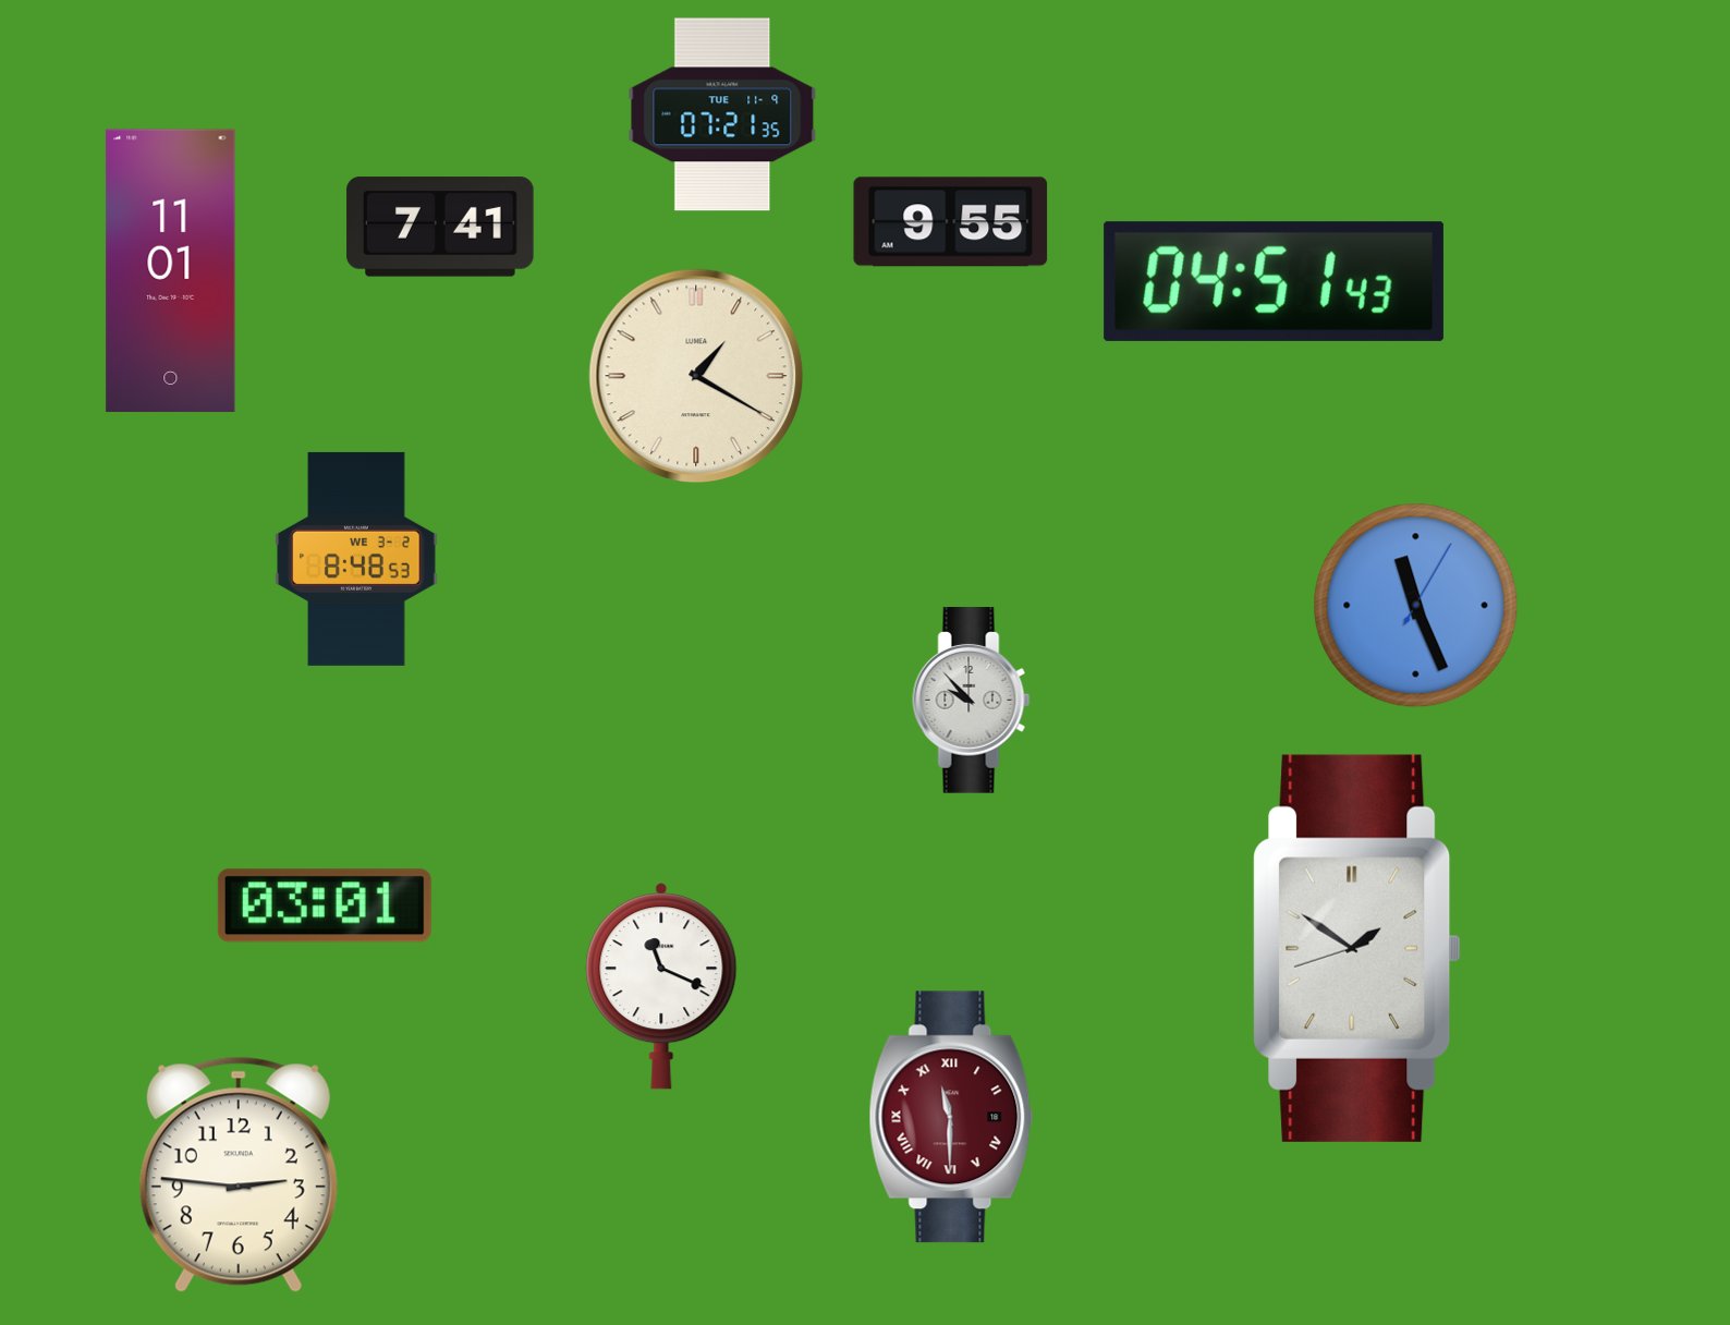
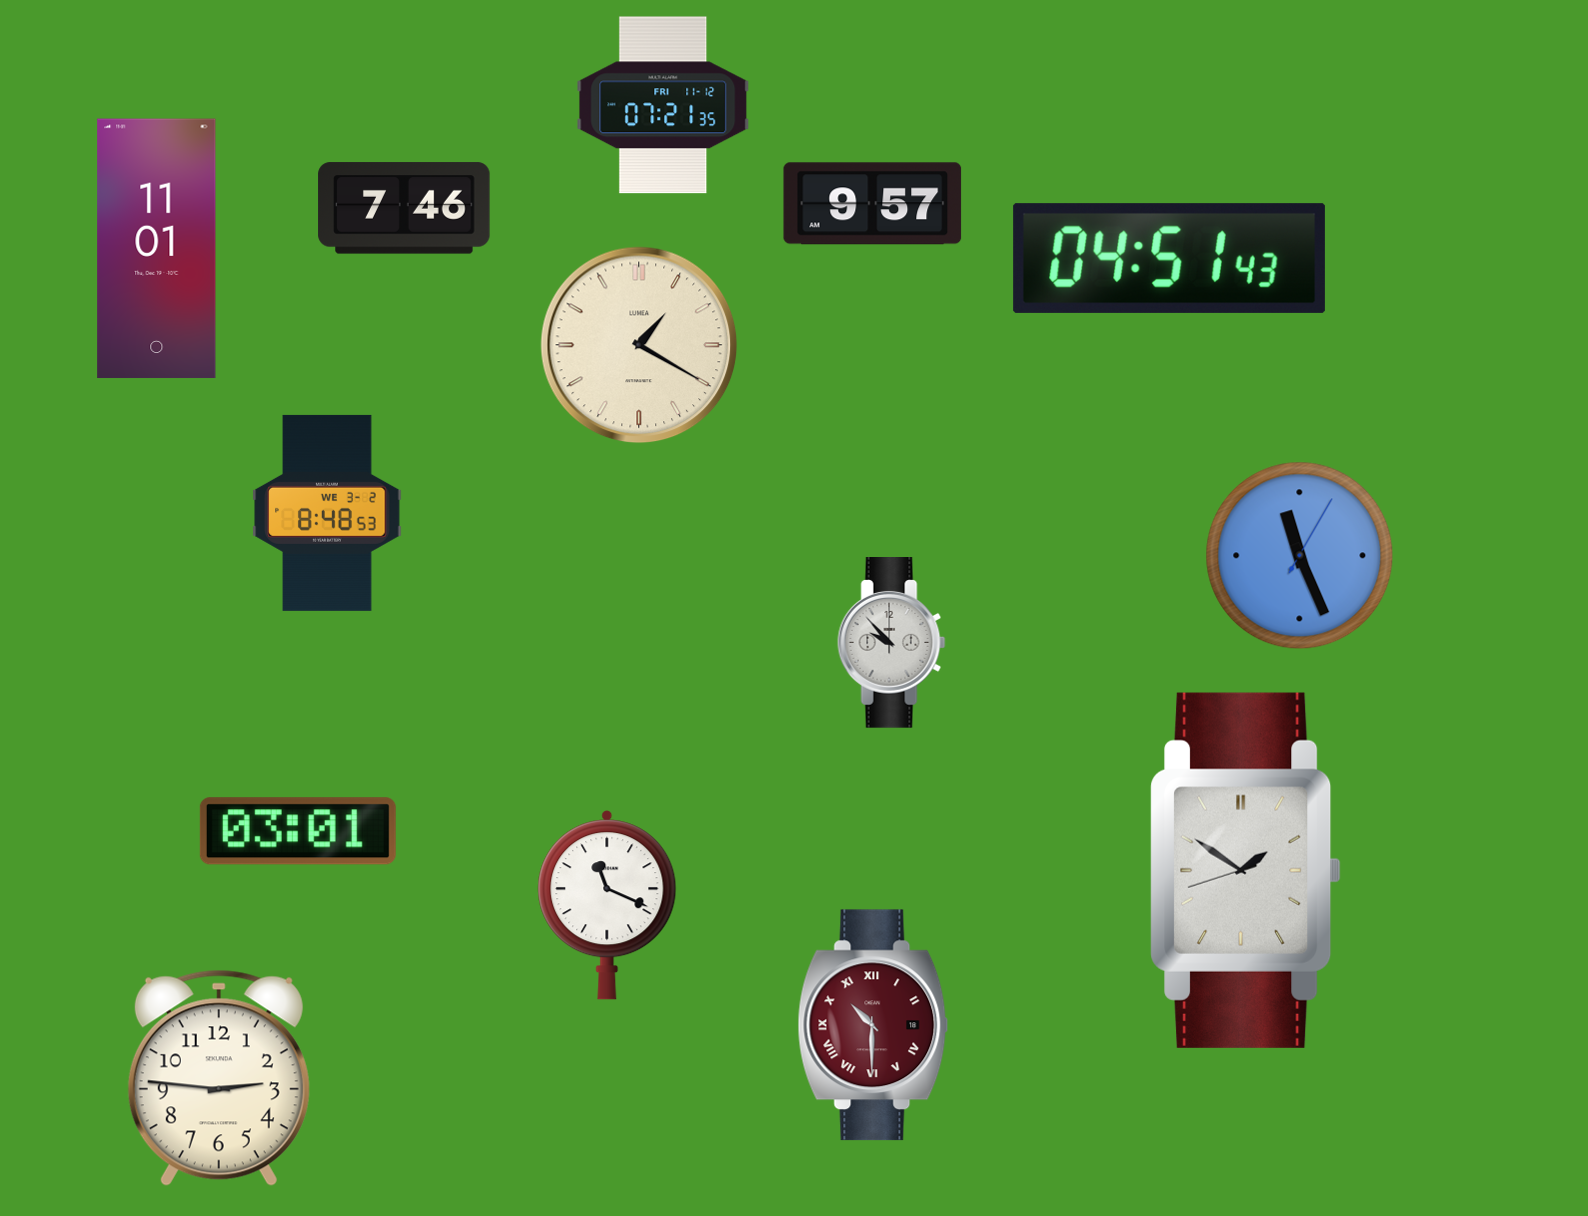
clock at (722, 114) date: TUE 11-9 -> FRI 11-12
clock at (951, 222): 9:55 -> 9:57
clock at (440, 227): 7:41 -> 7:46
clock at (951, 1117): 11:30 -> 10:30
